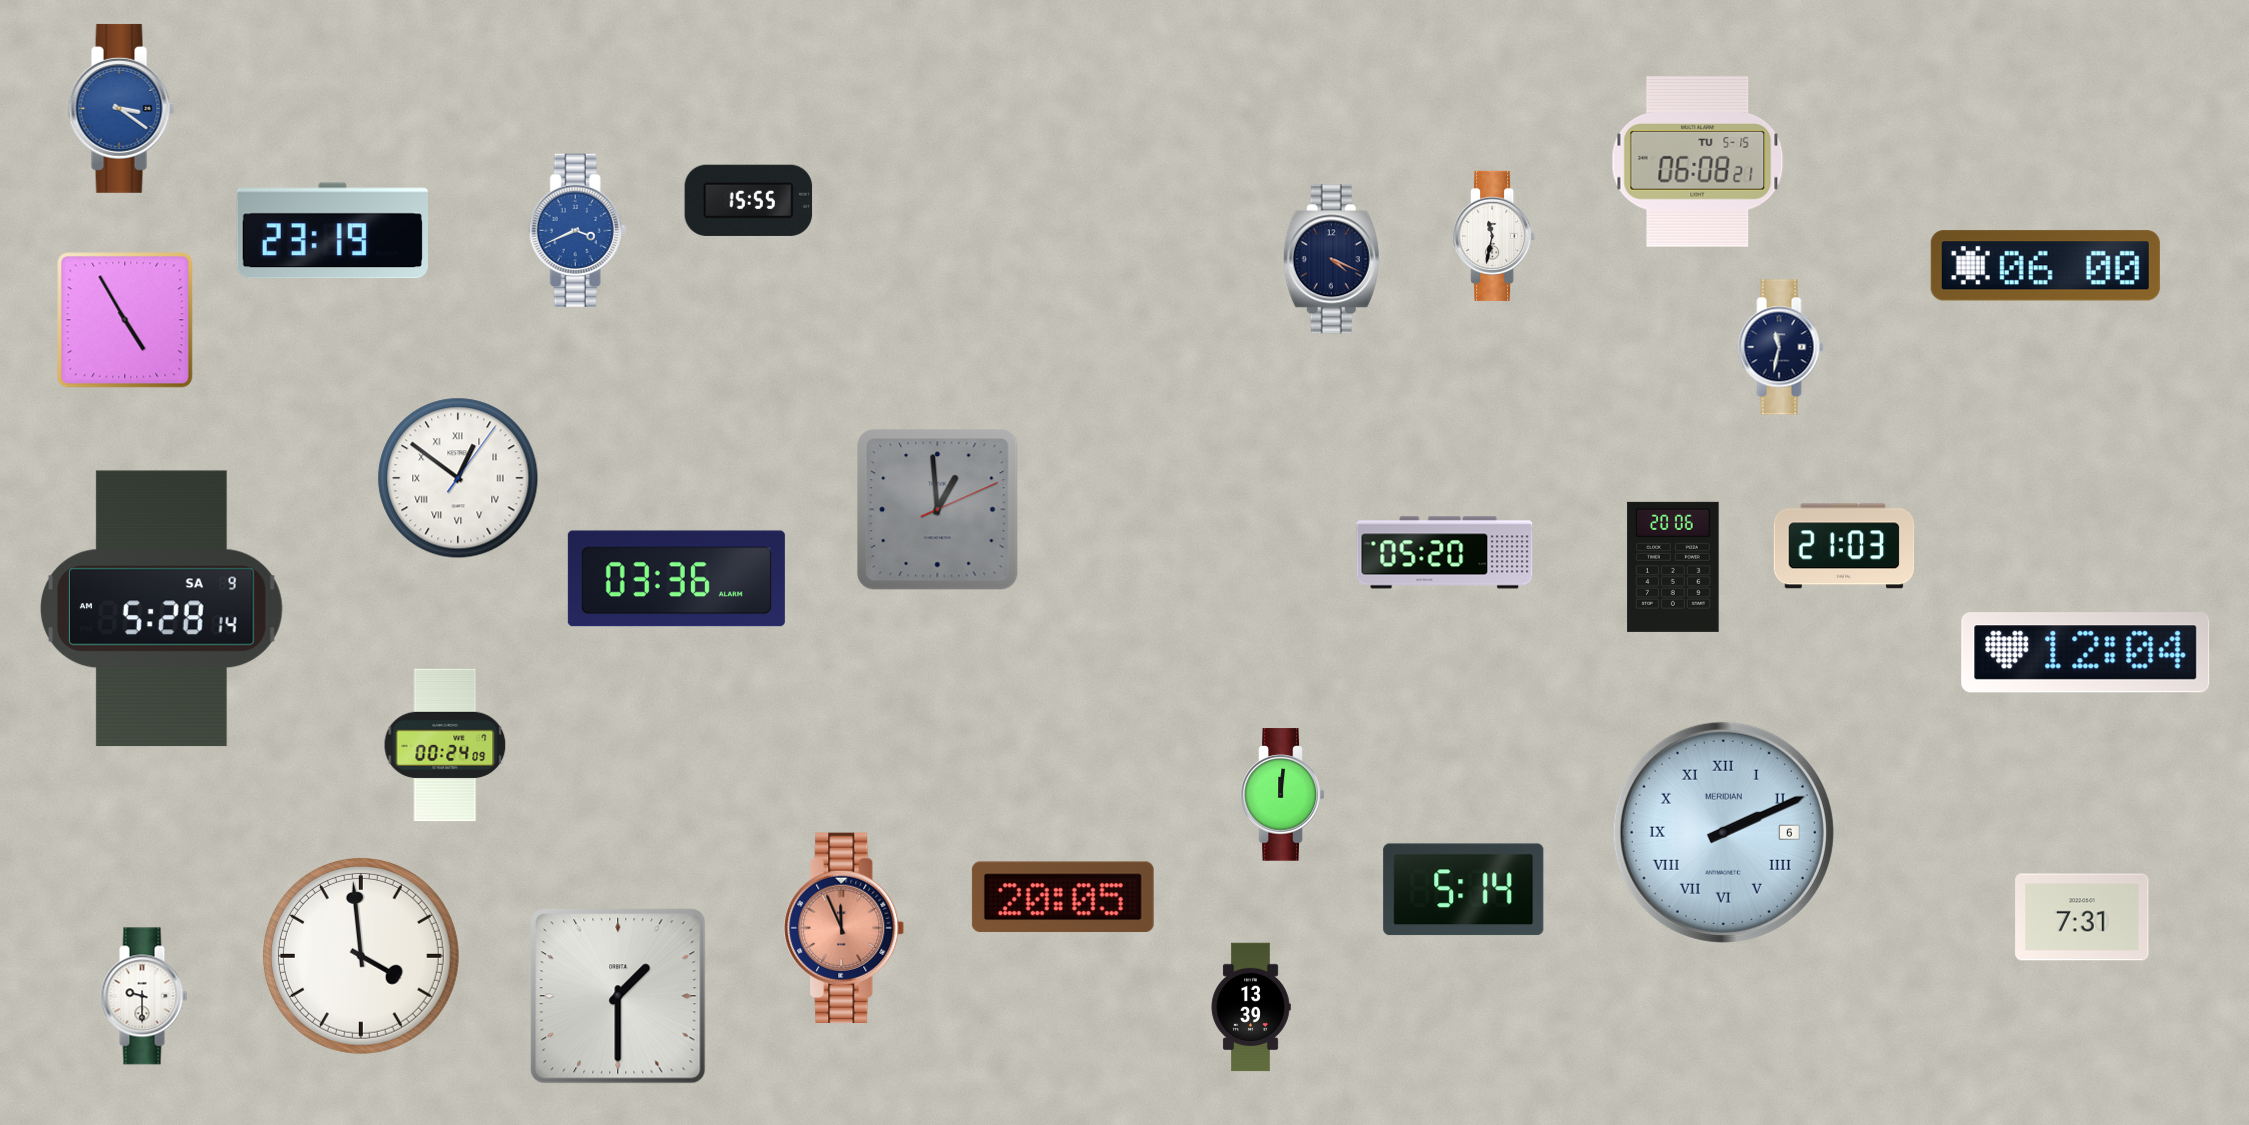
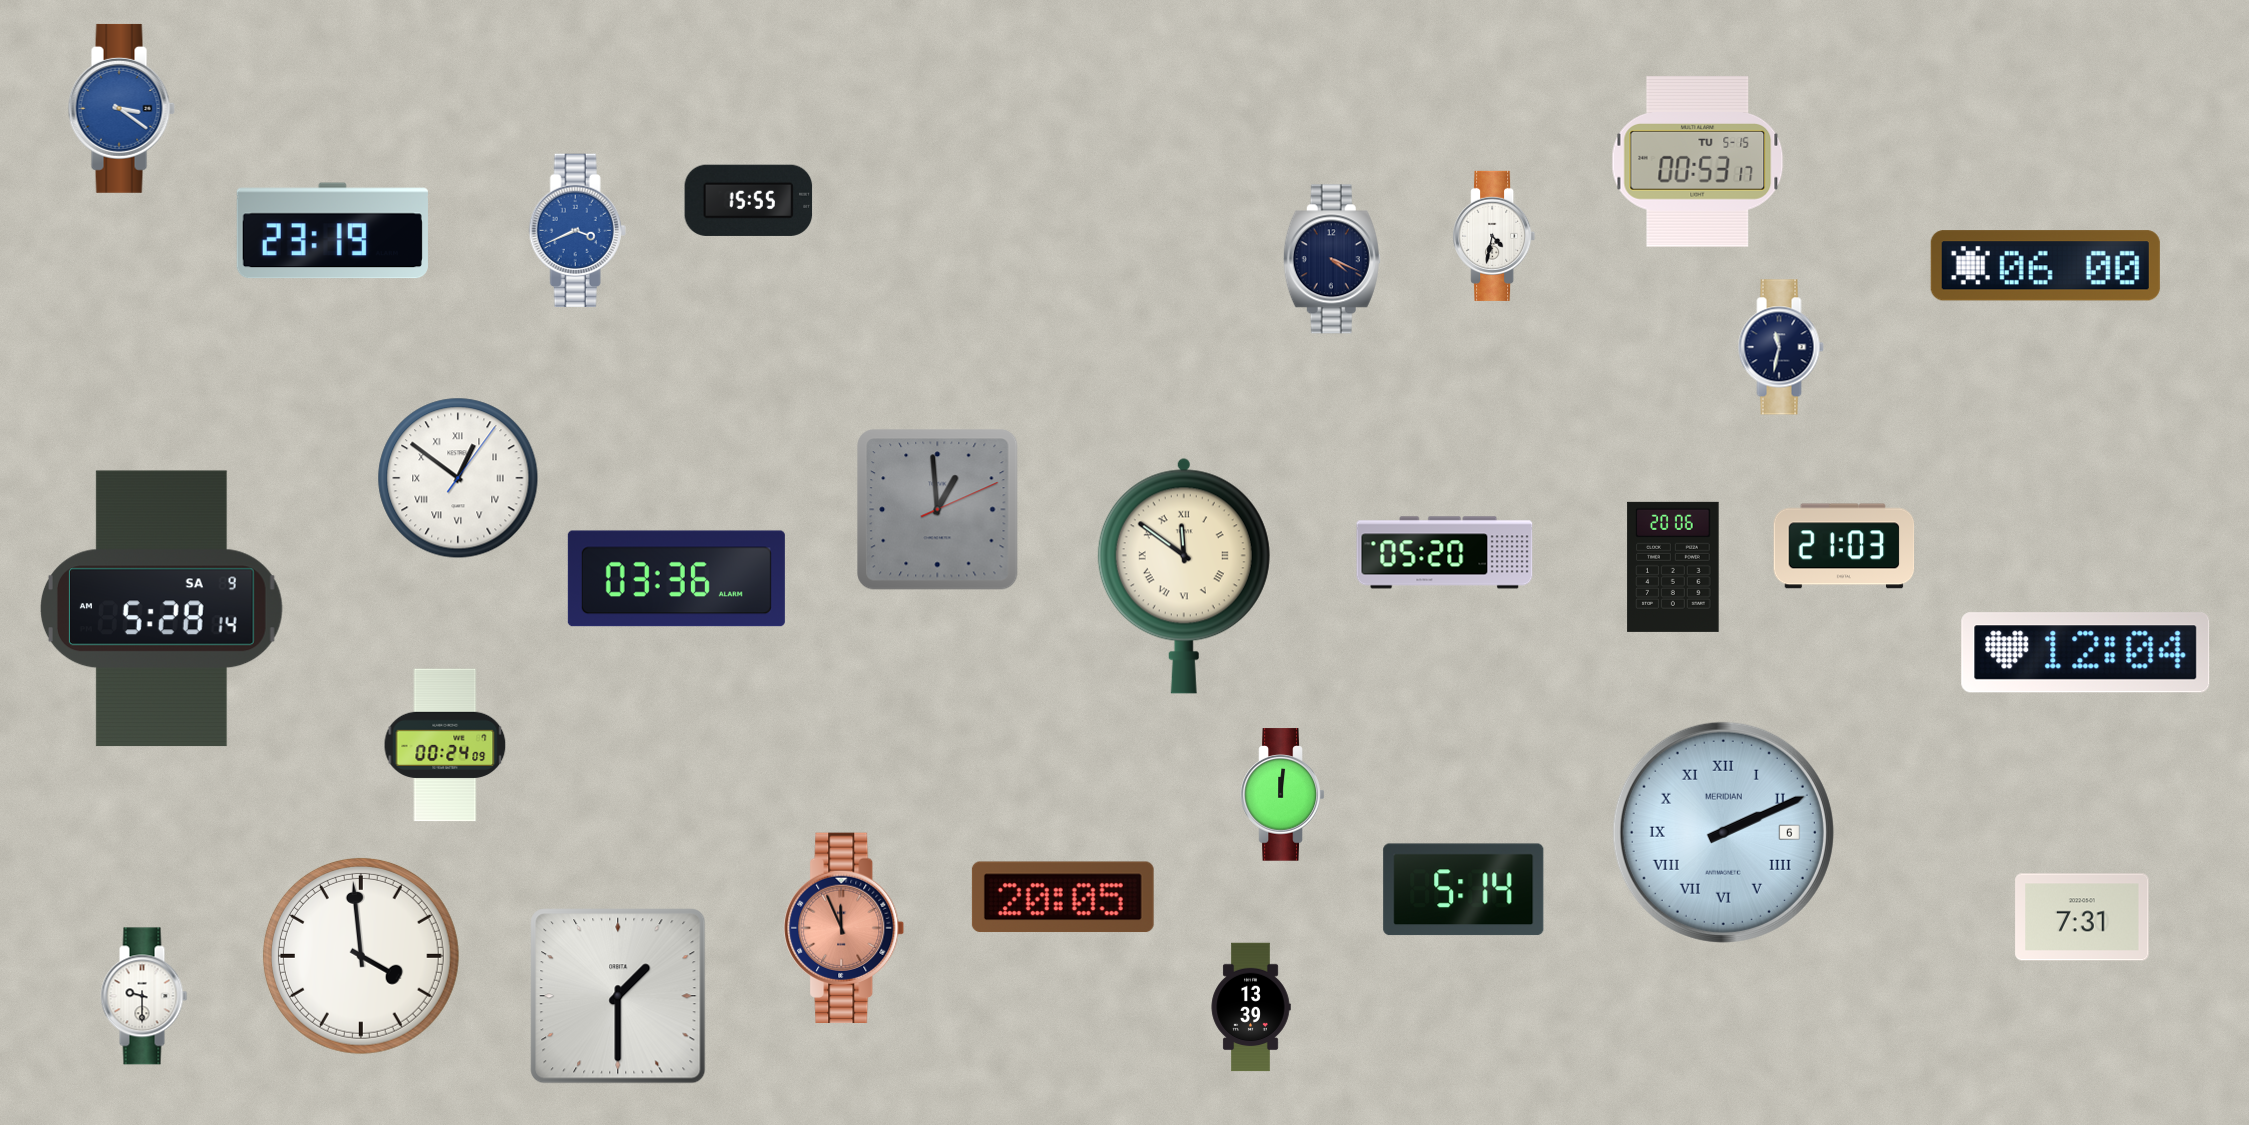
clock at (1698, 162): 06:08 -> 00:53
clock at (1494, 236): 11:32 -> 4:32
clock at (125, 320): 4:55 -> none
clock at (1184, 576): none -> 11:51
